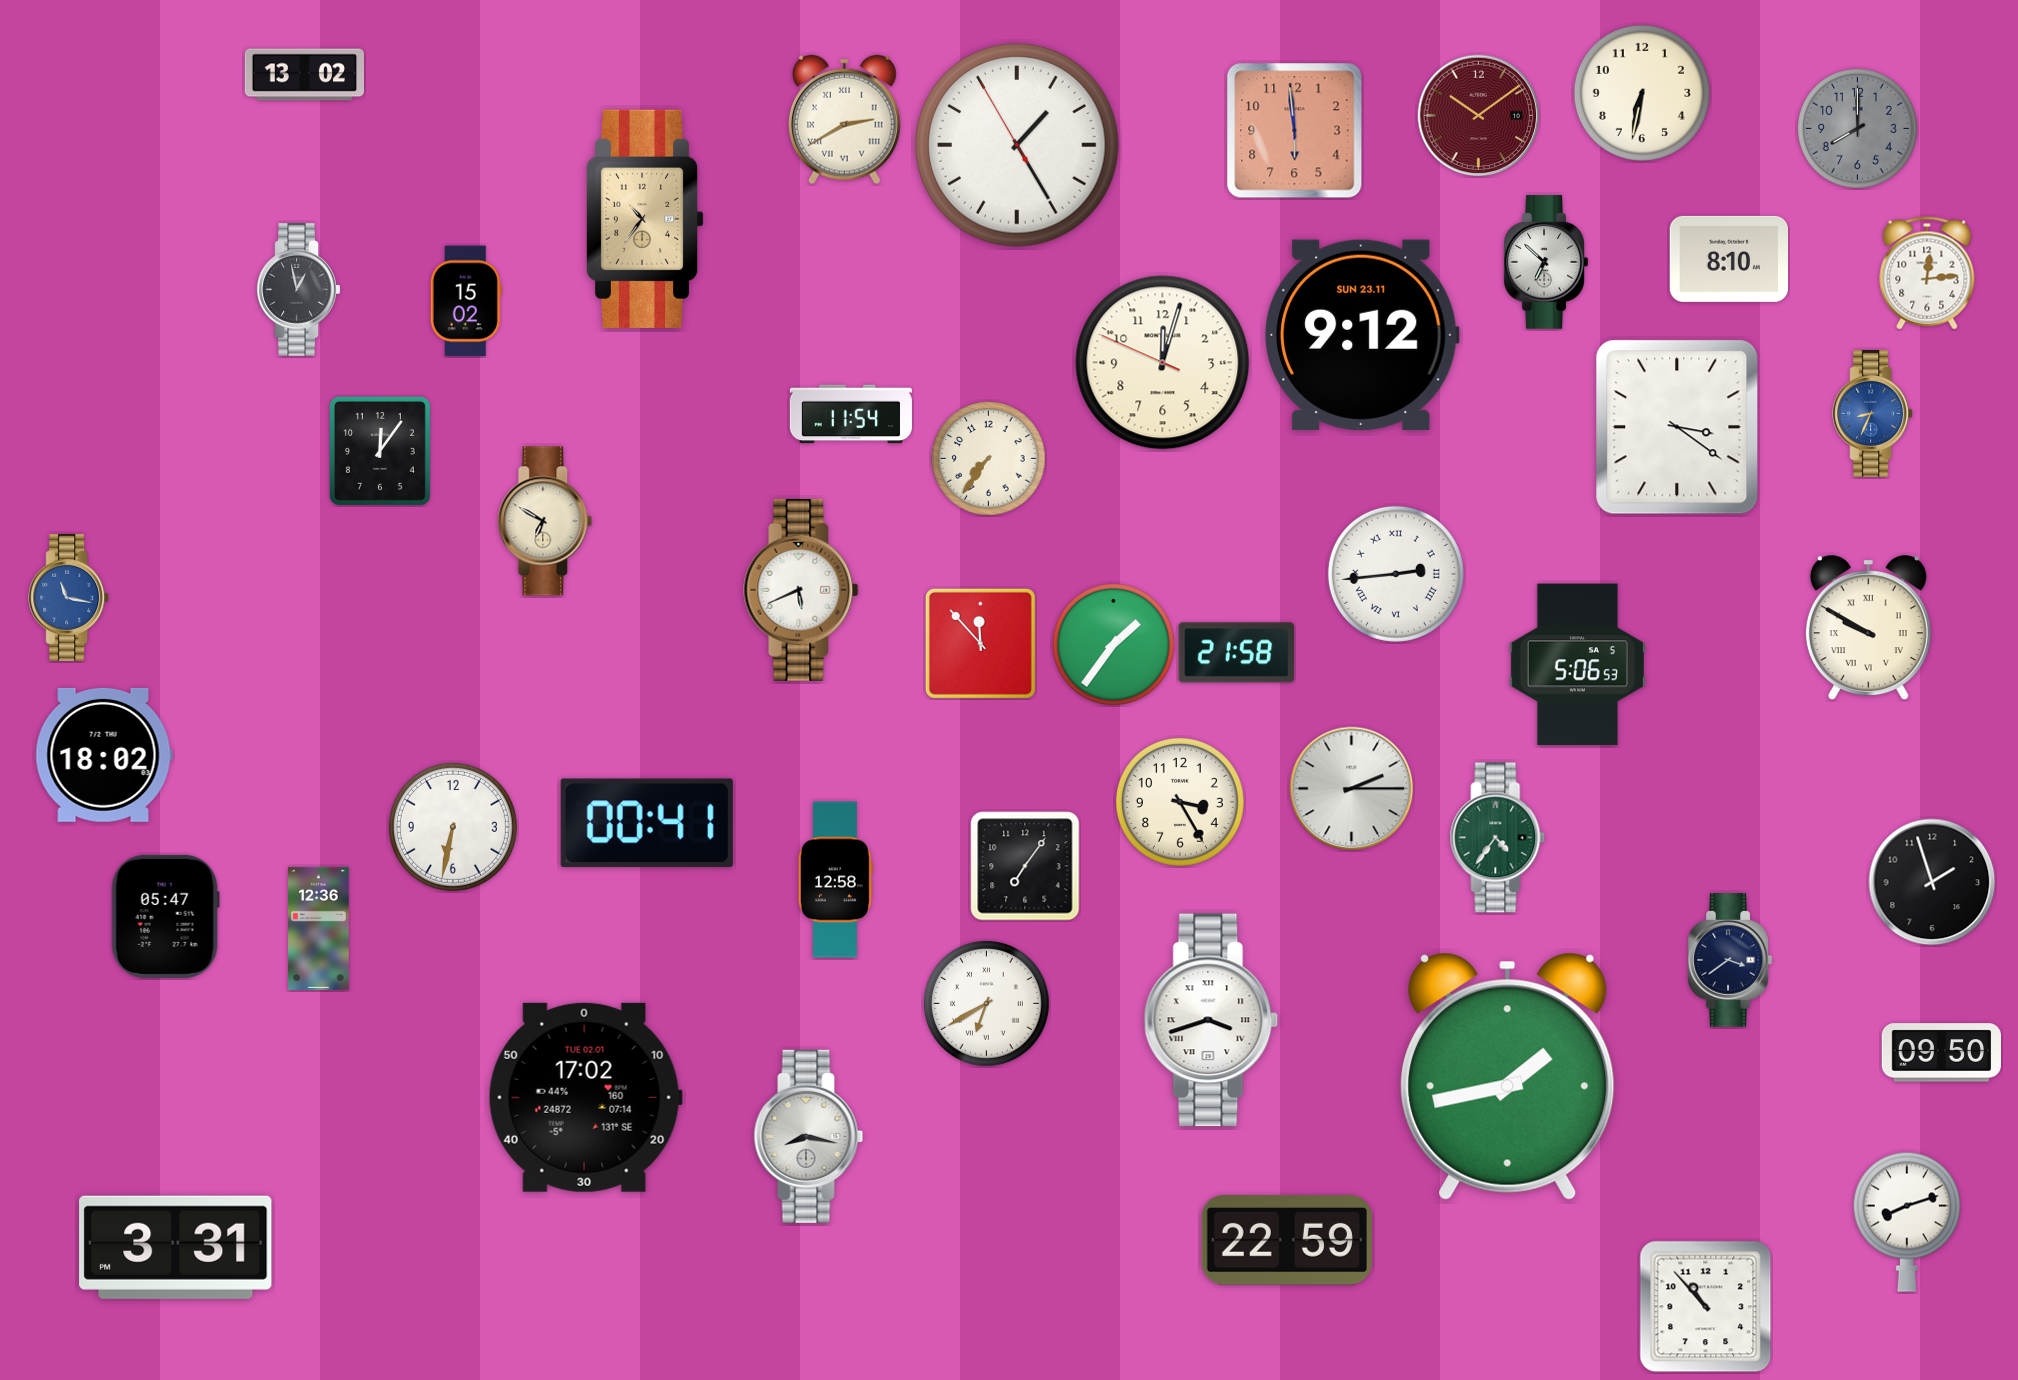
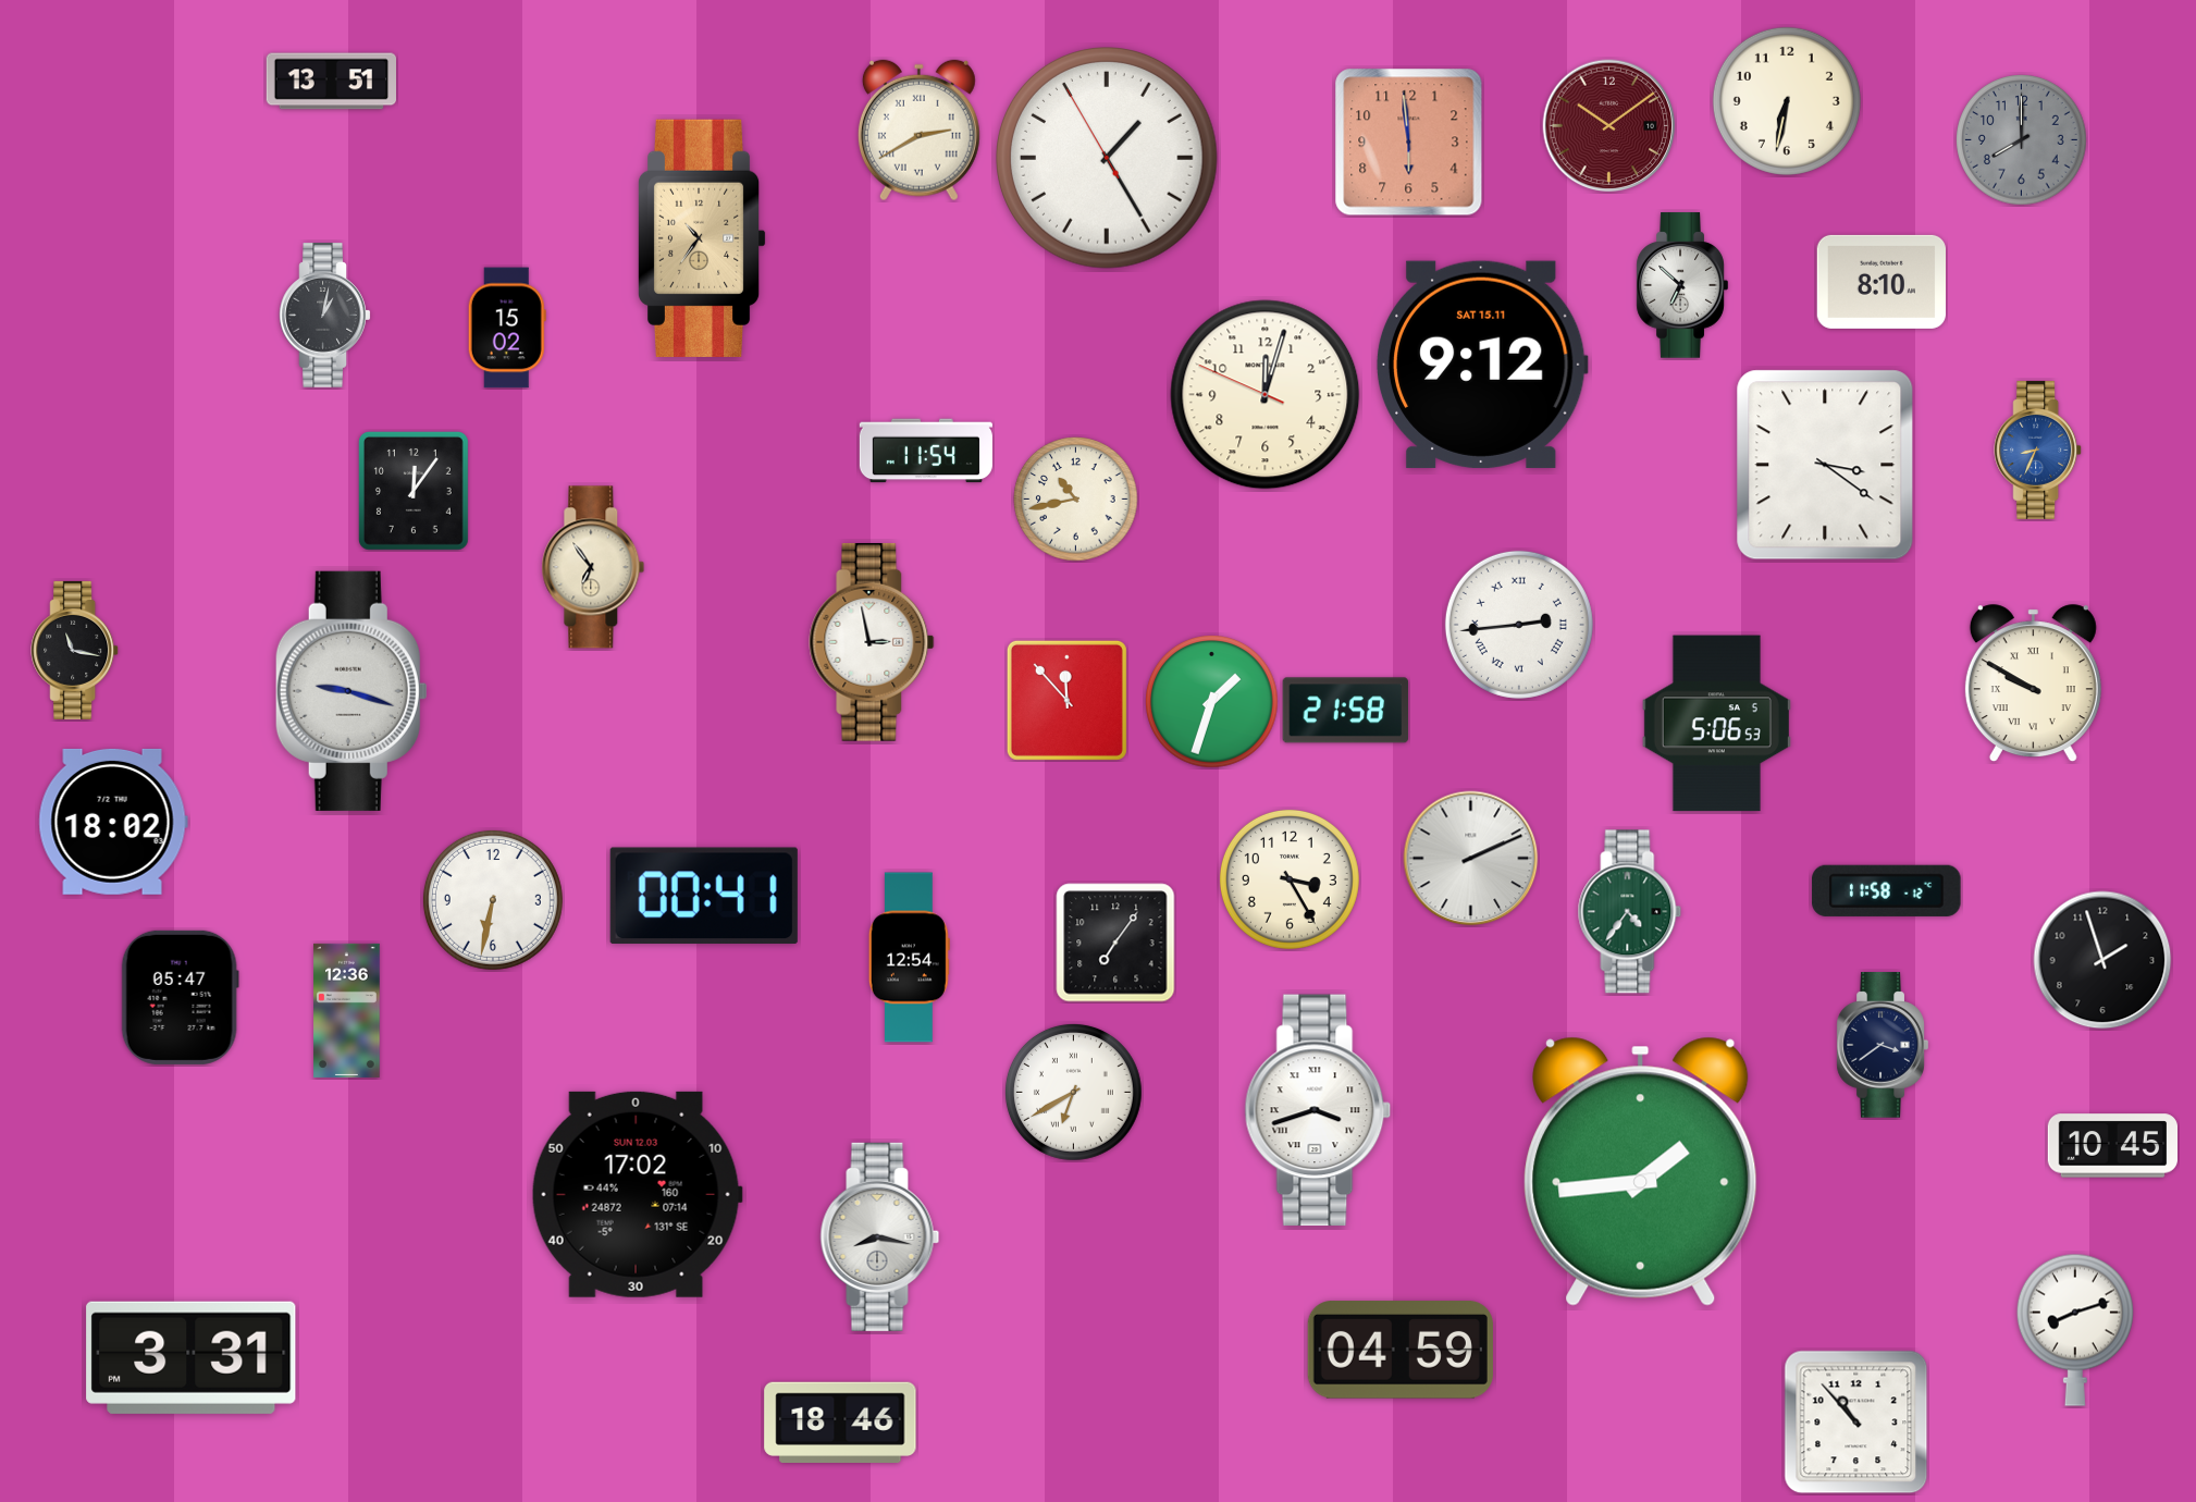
clock at (304, 75): 13:02 -> 13:51
clock at (1927, 273): 12:14 -> none
clock at (299, 290): 12:58 -> 1:02
clock at (1362, 335) date: SUN 23.11 -> SAT 15.11
clock at (989, 459): 7:36 -> 10:43
clock at (545, 521): 6:50 -> 6:54
clock at (801, 590): 5:41 -> 2:58
clock at (69, 597) dial: blue -> black
clock at (351, 691): none -> 9:18
clock at (1114, 645): 1:36 -> 1:33
clock at (1352, 789): 2:15 -> 2:11
clock at (1180, 802) position: (1180, 802) -> (1290, 879)
clock at (1887, 890): none -> 11:58
clock at (835, 880): 12:58 -> 12:54
clock at (1941, 1053): 09:50 -> 10:45
clock at (1508, 1076): 1:43 -> 1:44
clock at (585, 1097) date: TUE 02.01 -> SUN 12.03
clock at (1287, 1240): 22:59 -> 04:59
clock at (840, 1421): none -> 18:46
